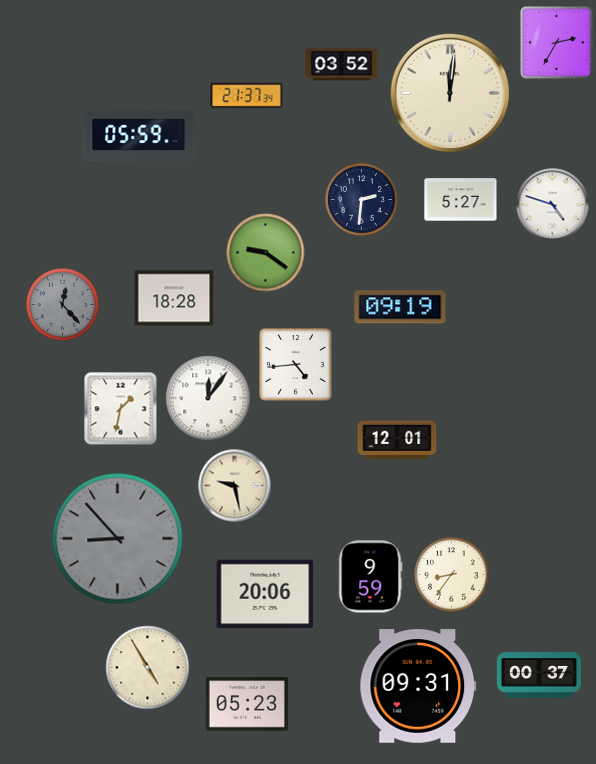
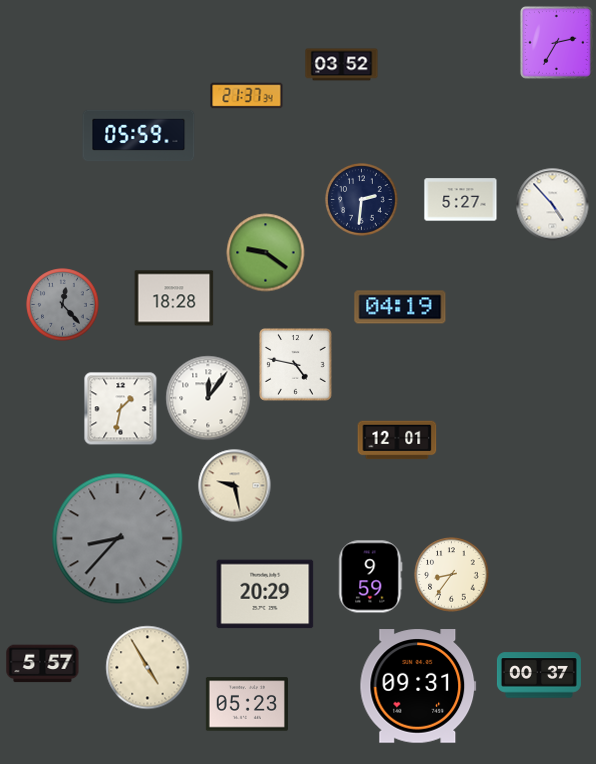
clock at (449, 92): 12:01 -> none
clock at (553, 205): 4:48 -> 4:53
clock at (400, 307): 09:19 -> 04:19
clock at (296, 365): 4:44 -> 4:47
clock at (118, 539): 8:53 -> 8:37
clock at (265, 594): 20:06 -> 20:29
clock at (43, 664): none -> 5:57
